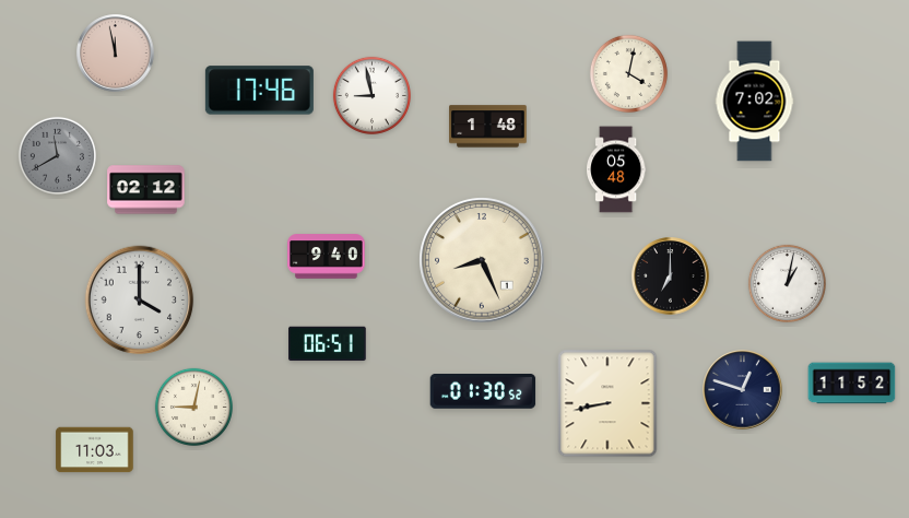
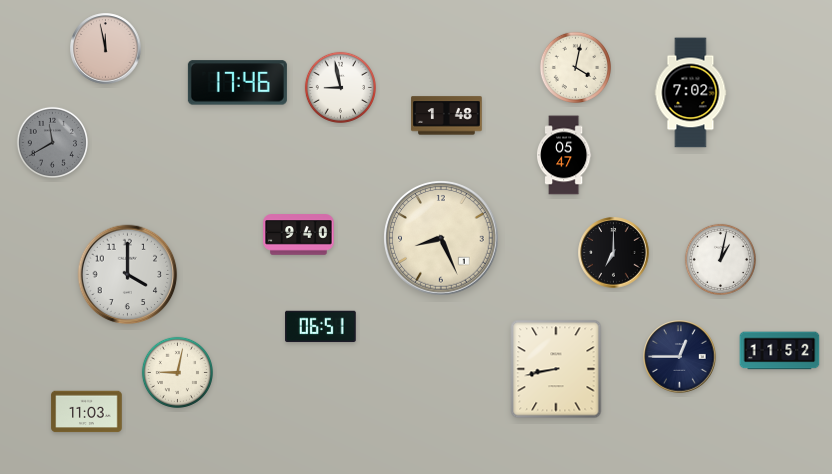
clock at (617, 169): 05:48 -> 05:47
clock at (146, 190): 02:12 -> none
clock at (328, 344) position: (328, 344) -> (321, 327)
clock at (743, 390): 12:48 -> 12:45
clock at (483, 392): 01:30 -> none
